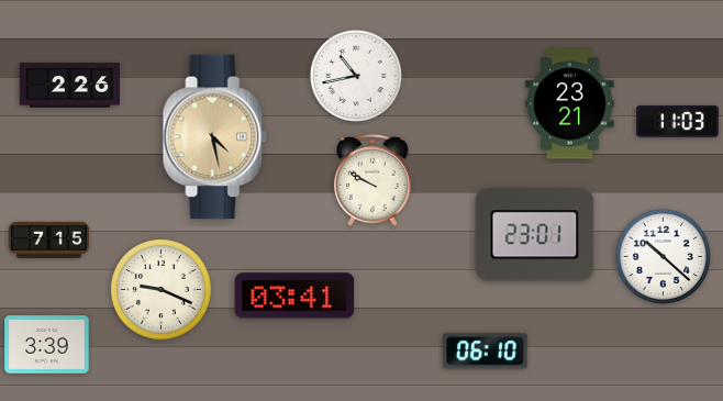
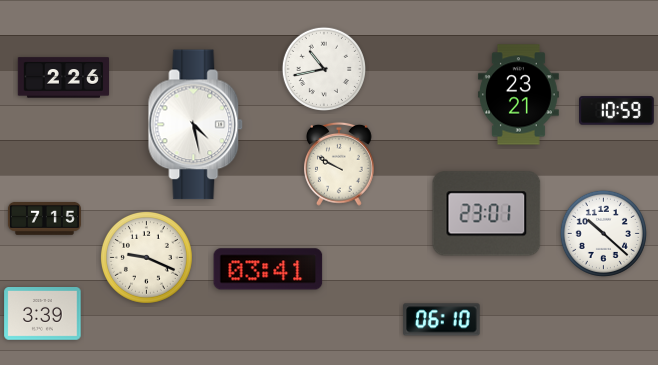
clock at (678, 122): 11:03 -> 10:59
clock at (215, 137) dial: champagne -> white
clock at (160, 289) position: (160, 289) -> (146, 257)
